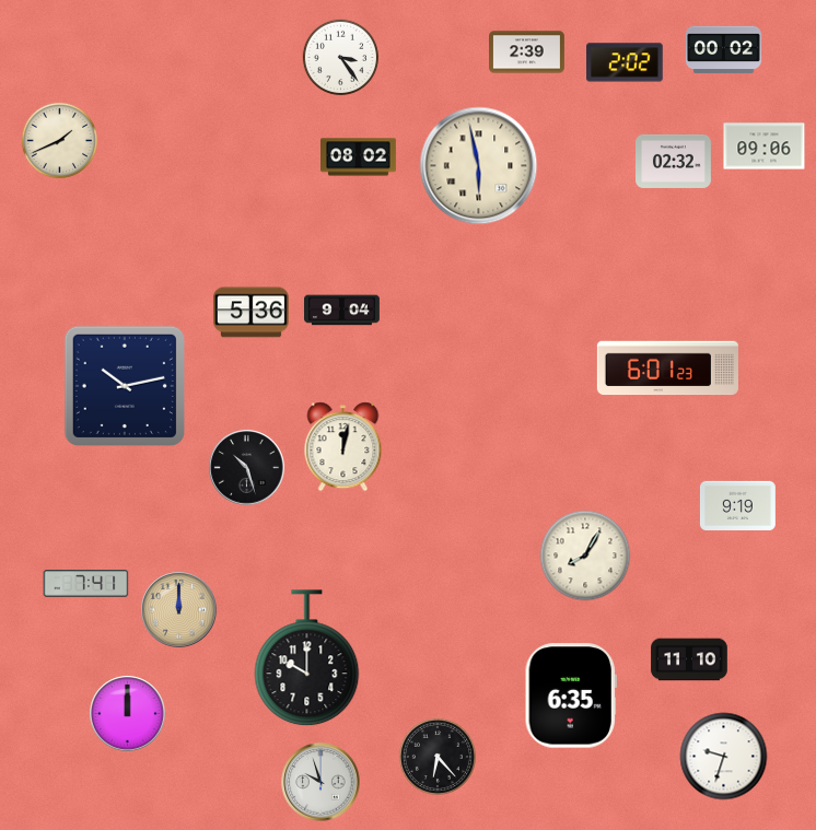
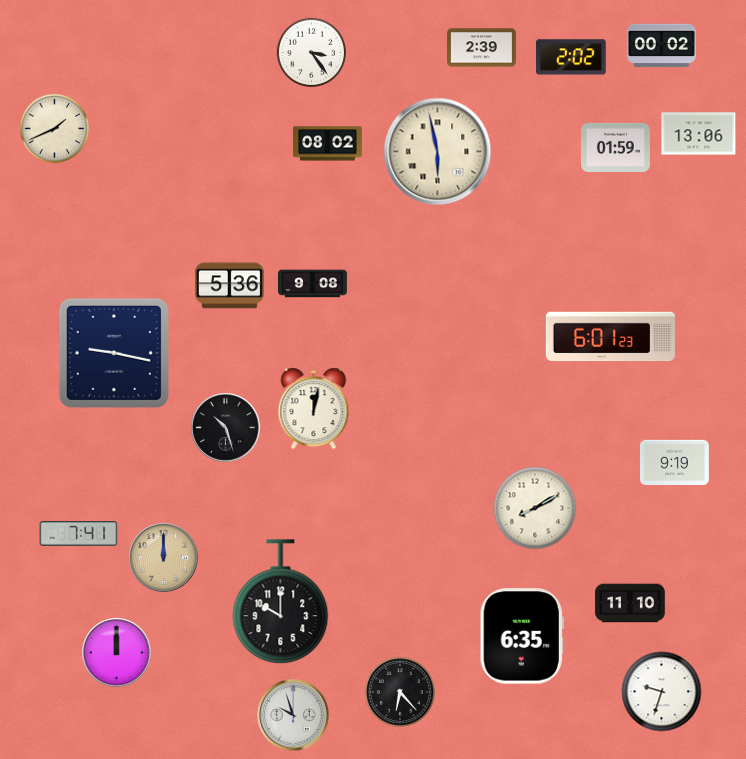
clock at (765, 147): 09:06 -> 13:06
clock at (674, 161): 02:32 -> 01:59
clock at (342, 311): 9:04 -> 9:08
clock at (125, 386): 10:13 -> 9:17
clock at (585, 556): 8:05 -> 8:10
